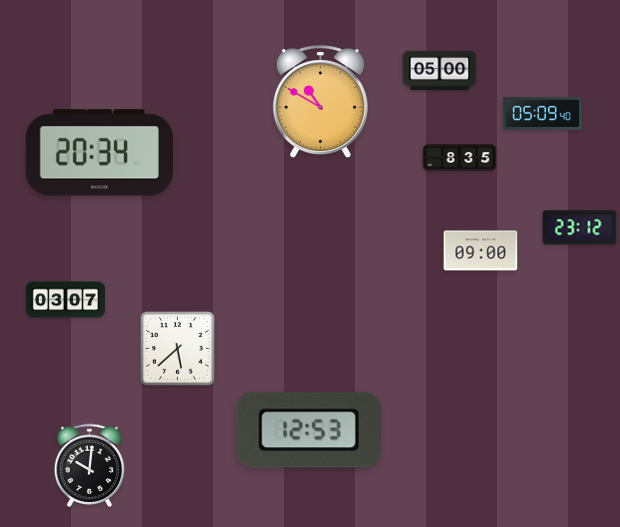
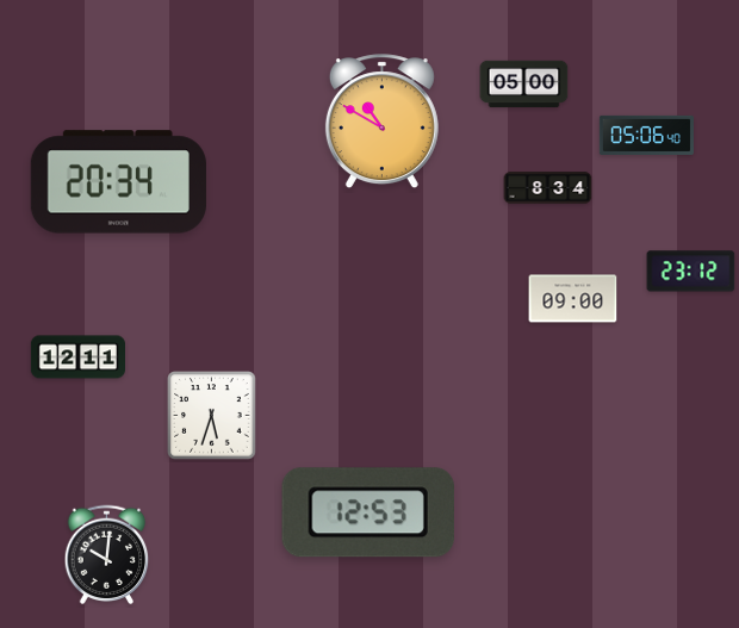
clock at (542, 113): 05:09 -> 05:06
clock at (460, 158): 8:35 -> 8:34
clock at (65, 300): 03:07 -> 12:11
clock at (178, 349): 5:38 -> 5:33
